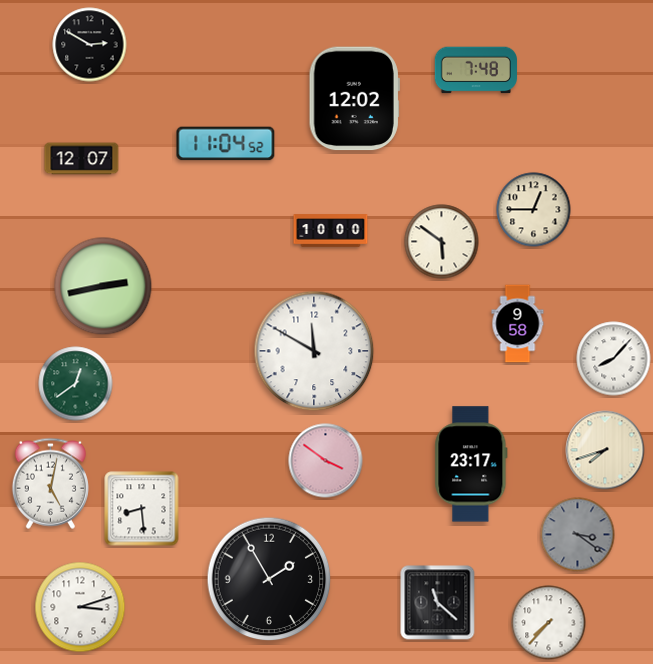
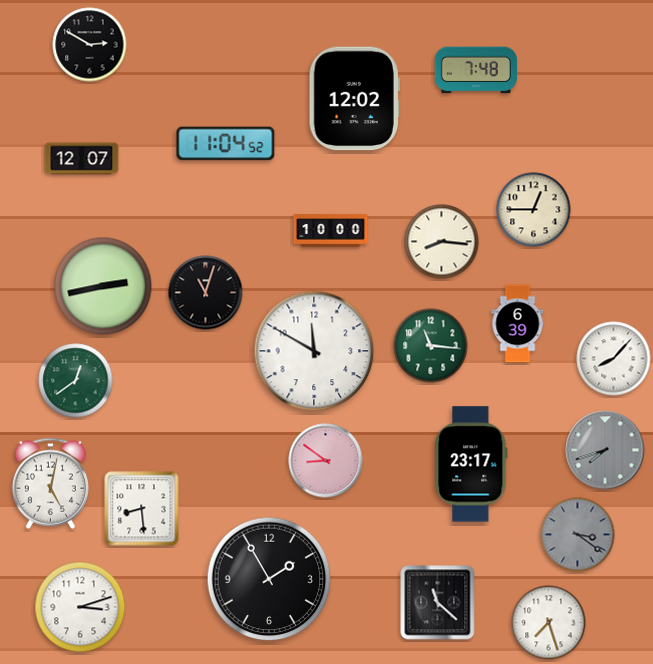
clock at (442, 242): 5:51 -> 8:16
clock at (206, 293): none -> 11:03
clock at (518, 324): 9:58 -> 6:39
clock at (431, 346): none -> 11:16
clock at (76, 384) position: (76, 384) -> (76, 381)
clock at (605, 450) dial: cream -> grey
clock at (326, 461): 3:51 -> 8:51
clock at (549, 623): 7:37 -> 7:27
